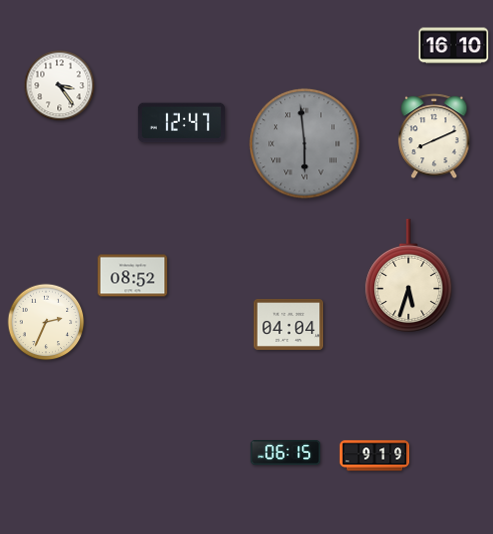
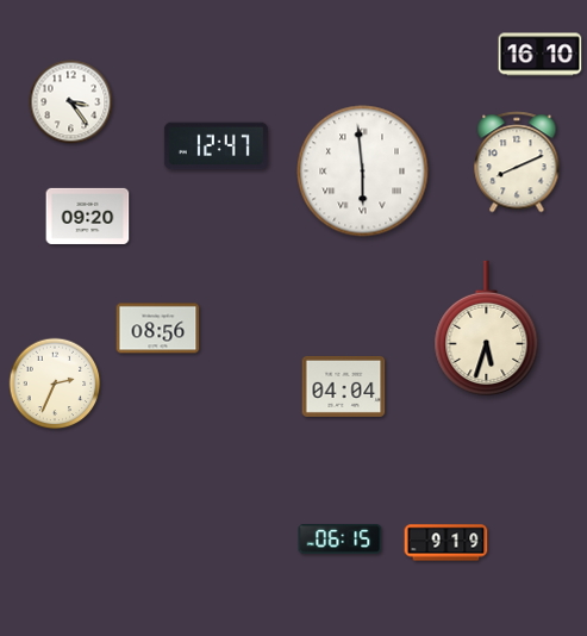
clock at (305, 144) dial: grey -> white
clock at (88, 216): none -> 09:20
clock at (133, 276): 08:52 -> 08:56
